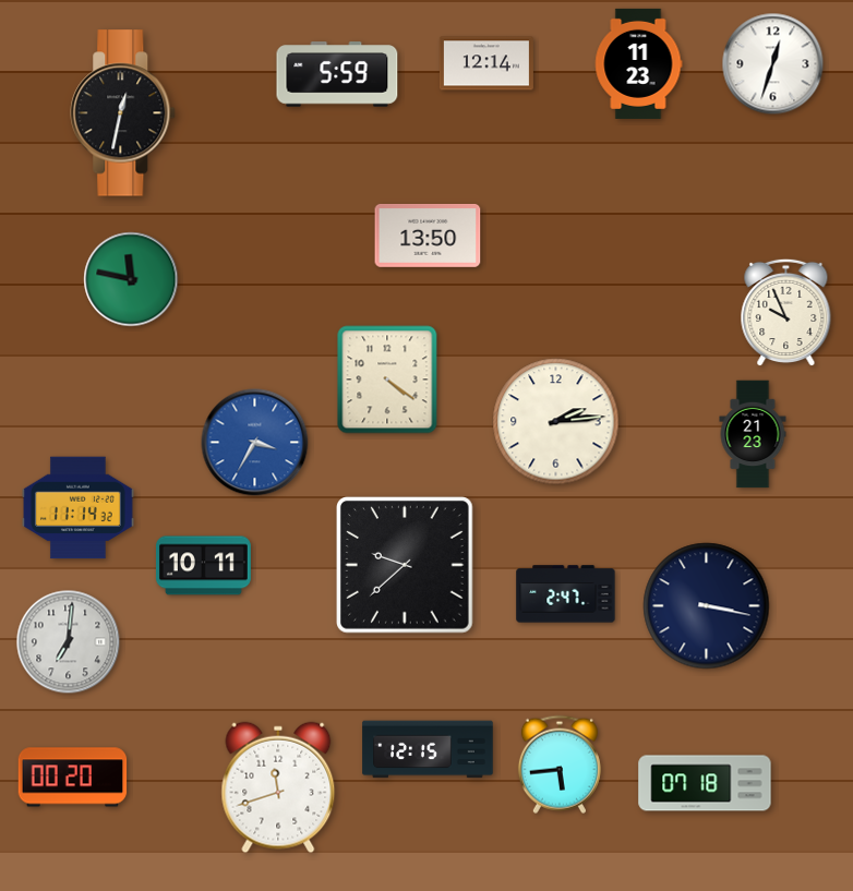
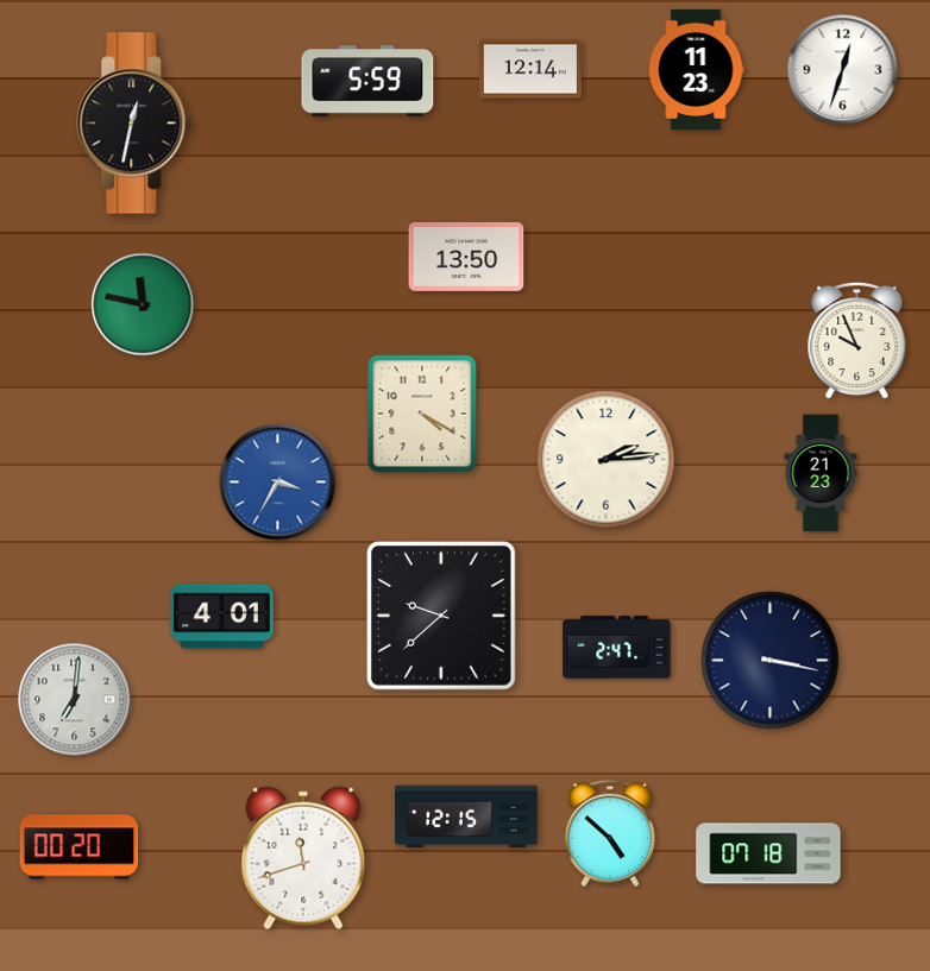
clock at (387, 380): 4:21 -> 4:20
clock at (79, 508): 11:14 -> none
clock at (203, 566): 10:11 -> 4:01
clock at (560, 764): 5:44 -> 4:52
